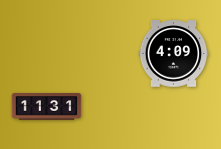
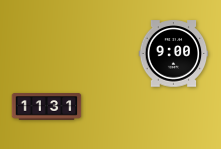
clock at (174, 54): 4:09 -> 9:00
